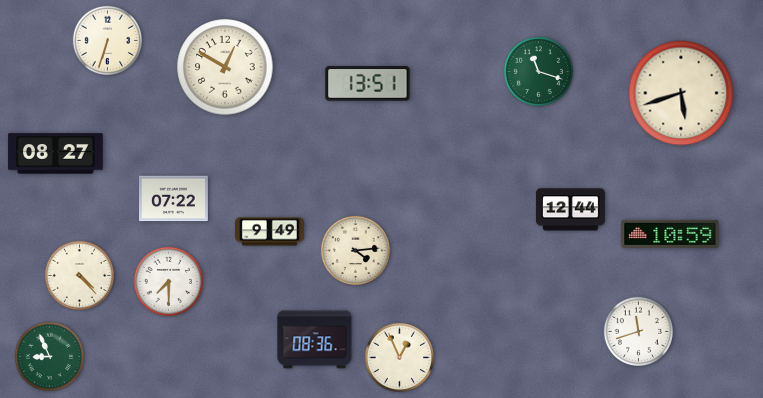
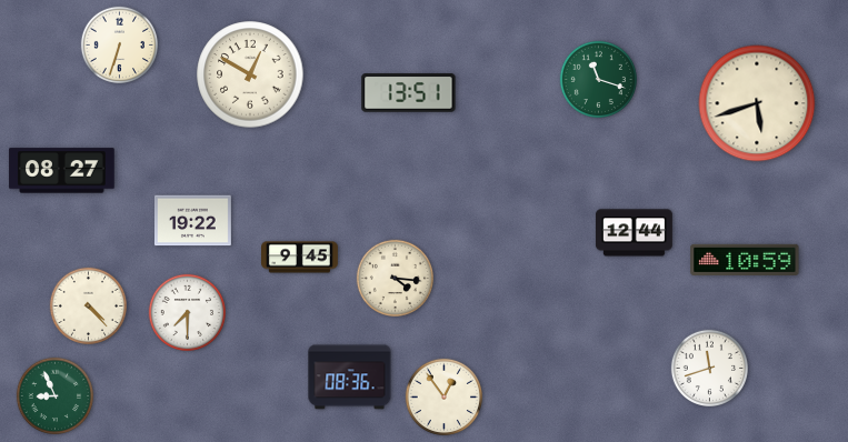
clock at (173, 199): 07:22 -> 19:22
clock at (270, 232): 9:49 -> 9:45
clock at (356, 251): 4:14 -> 4:16
clock at (400, 358): 12:56 -> 12:54
